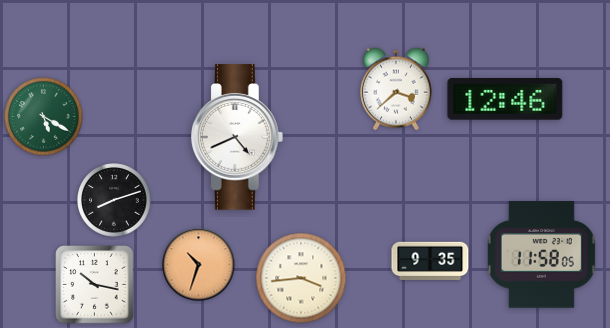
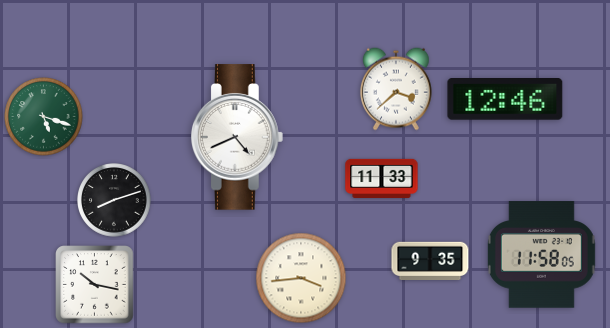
clock at (44, 117): 5:20 -> 5:18
clock at (382, 178): none -> 11:33
clock at (199, 265): 10:33 -> none
